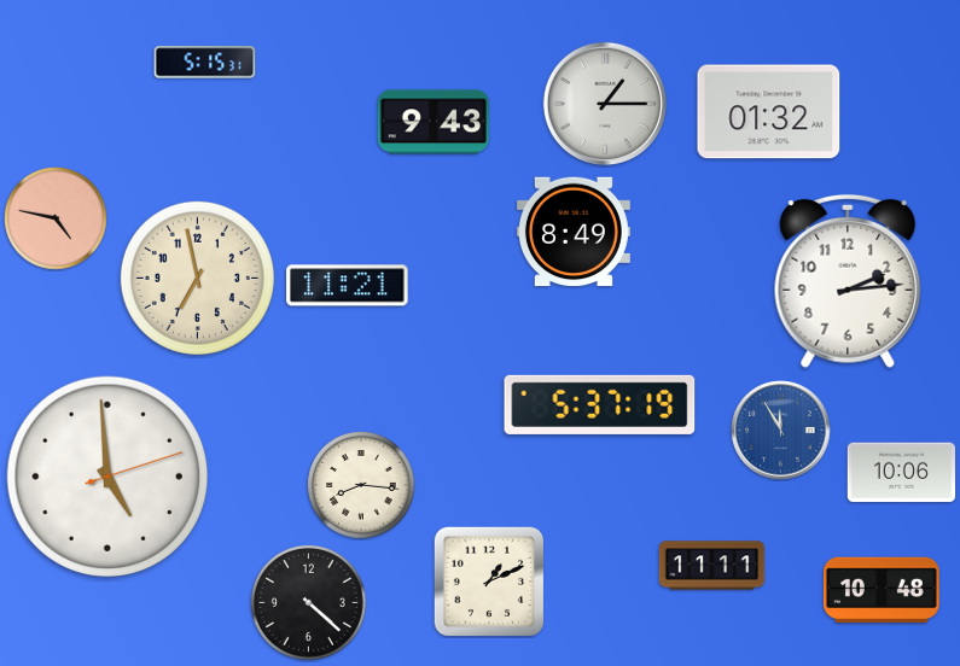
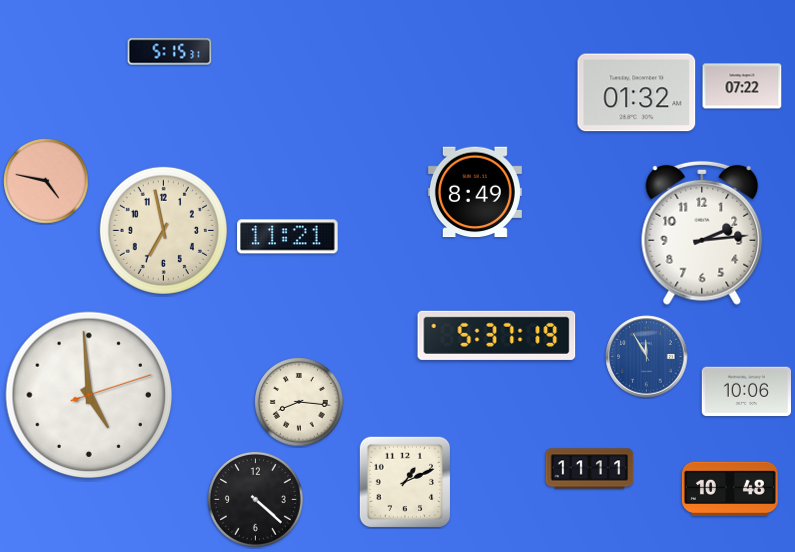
clock at (605, 104): 1:15 -> none
clock at (742, 86): none -> 07:22
clock at (434, 122): 9:43 -> none
